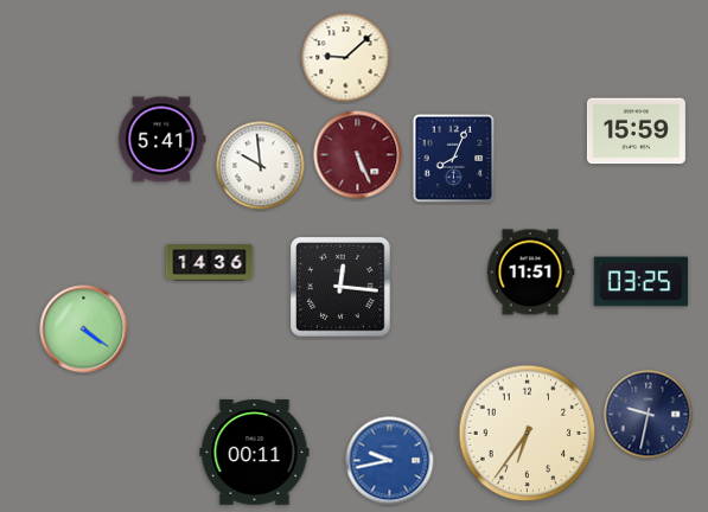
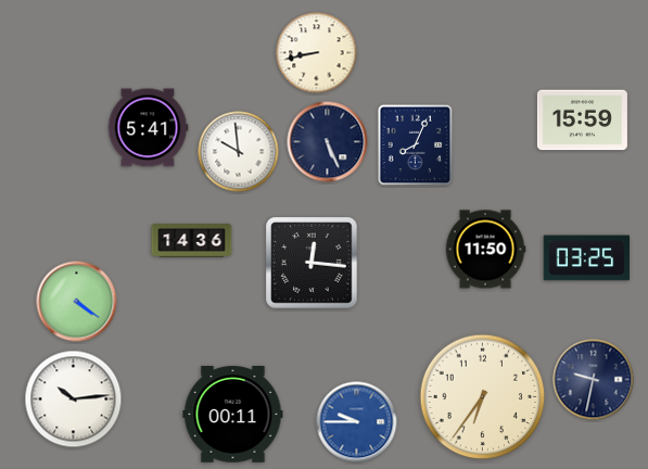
clock at (346, 58): 9:08 -> 8:43
clock at (358, 155) dial: burgundy -> navy
clock at (530, 273): 11:51 -> 11:50
clock at (74, 400): none -> 10:14
clock at (390, 461): 9:43 -> 9:45
